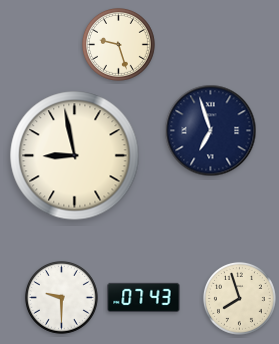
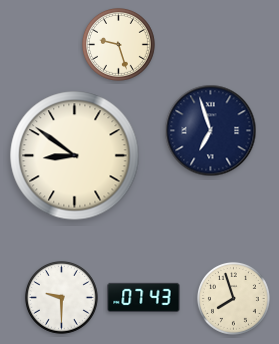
clock at (75, 156): 8:58 -> 8:51
clock at (239, 298) position: (239, 298) -> (233, 298)
